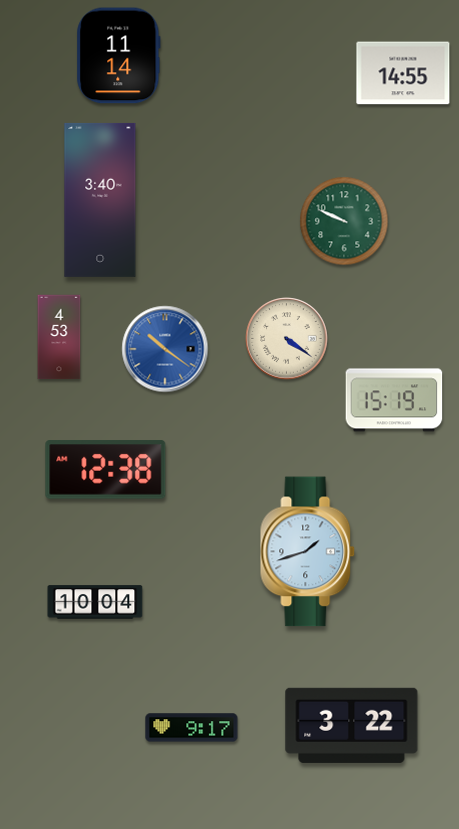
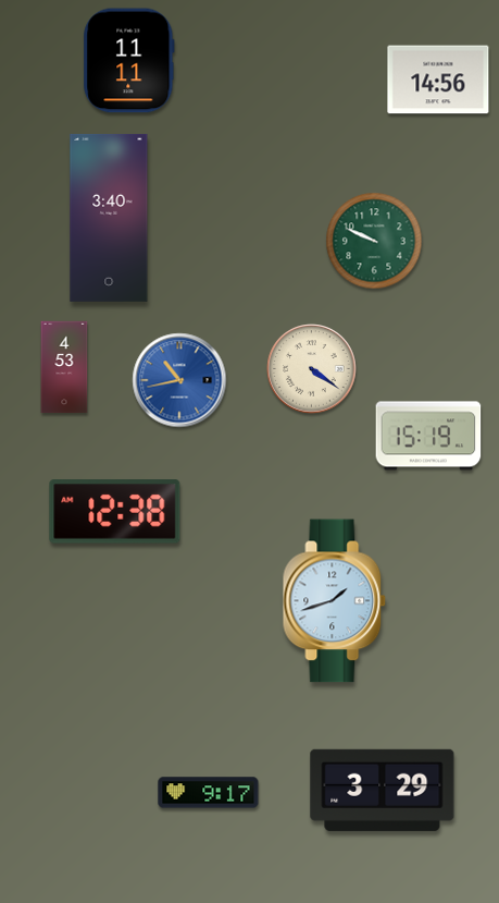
clock at (119, 56): 11:14 -> 11:11
clock at (403, 73): 14:55 -> 14:56
clock at (165, 349): 10:21 -> 10:43
clock at (95, 602): 10:04 -> none
clock at (352, 725): 3:22 -> 3:29
